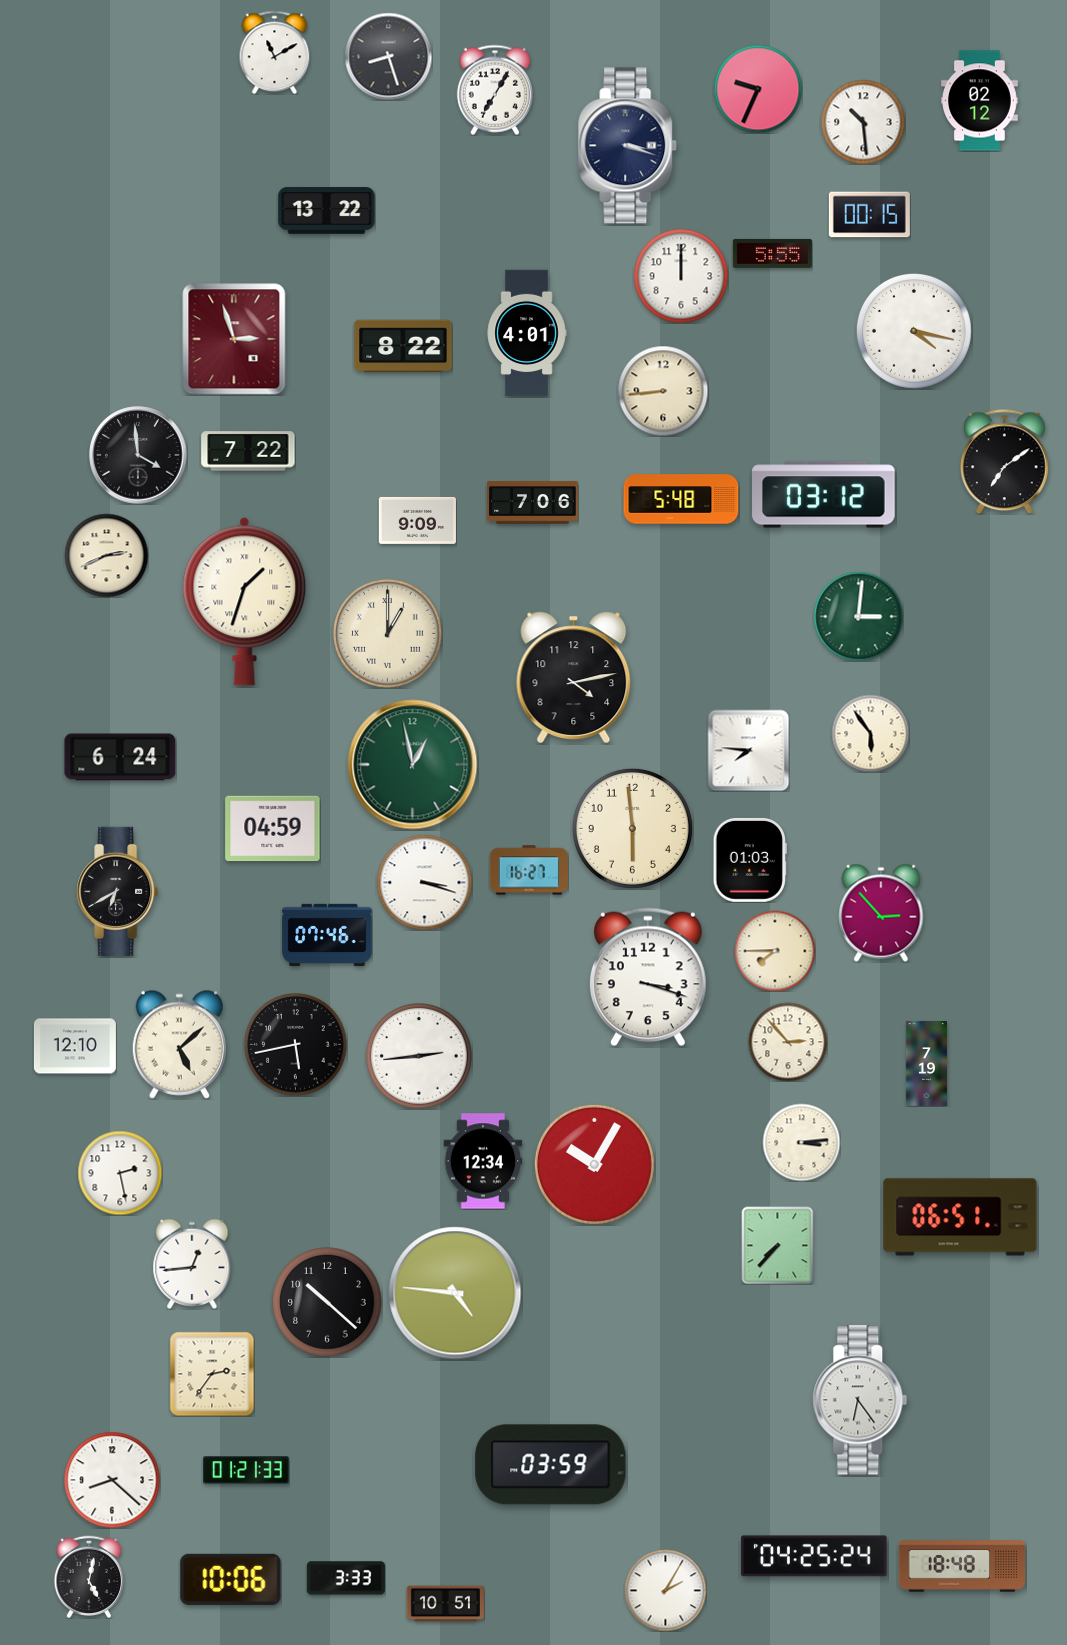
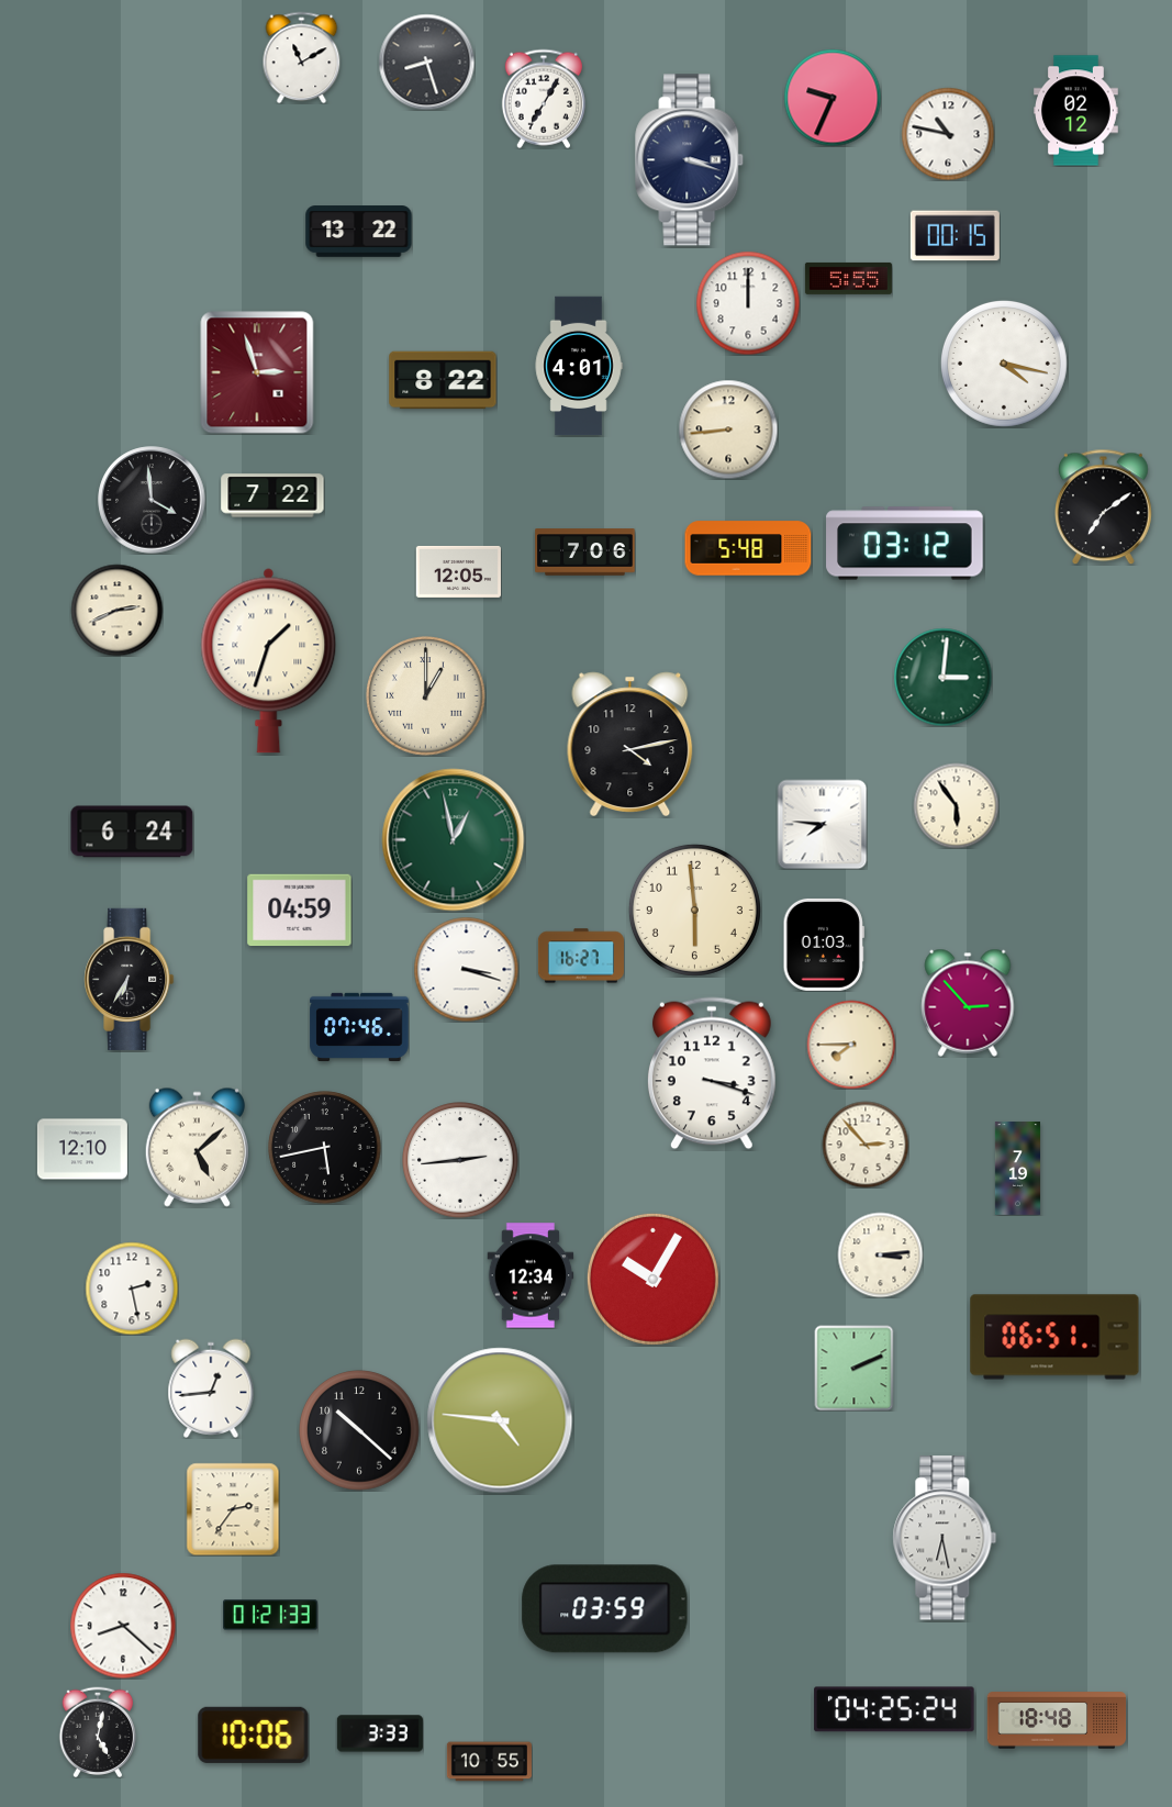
clock at (863, 122): 10:29 -> 10:47
clock at (417, 520): 9:09 -> 12:05
clock at (118, 891): 6:40 -> 6:35
clock at (778, 1245): 7:37 -> 2:11
clock at (860, 1400): 6:24 -> 6:28
clock at (665, 1590): 2:05 -> none
clock at (445, 1604): 10:51 -> 10:55
